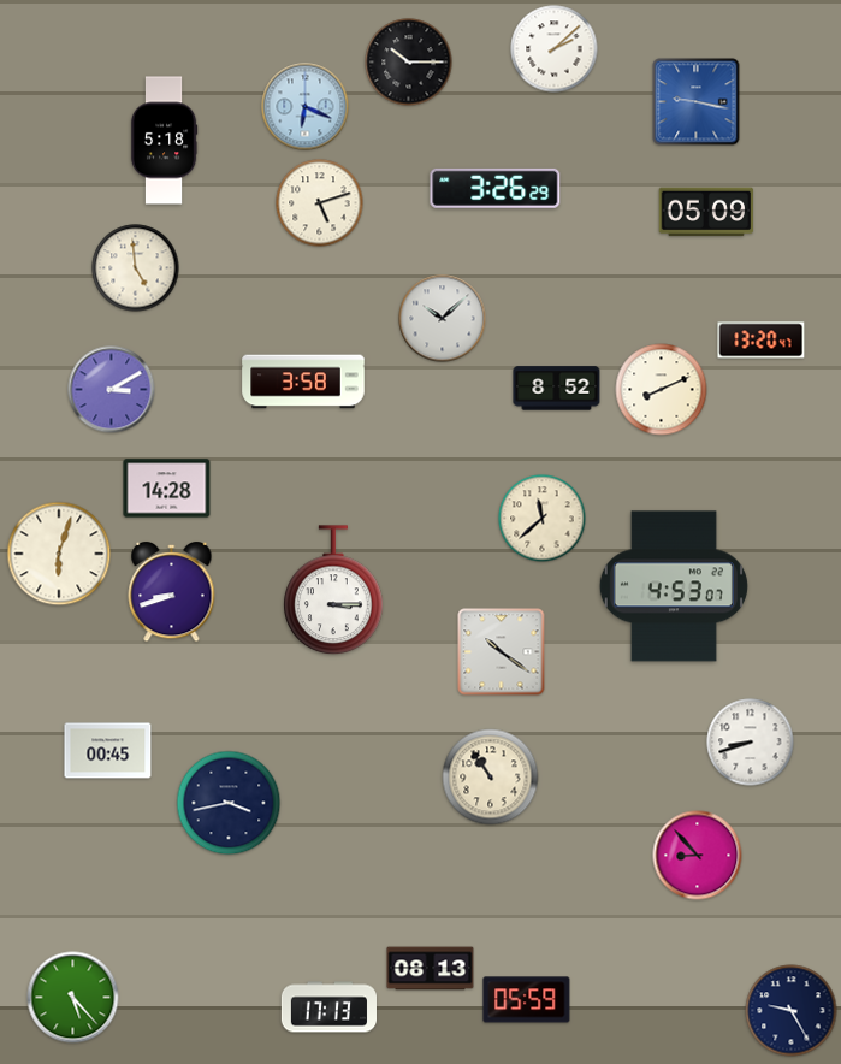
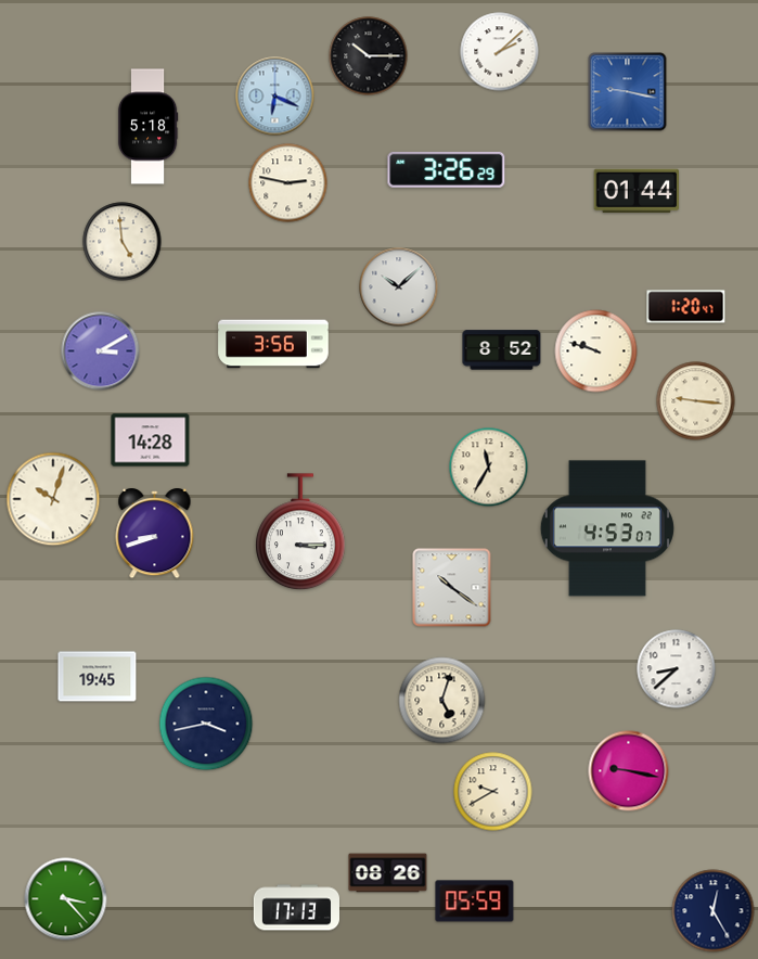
clock at (555, 49) position: (555, 49) -> (500, 52)
clock at (320, 203): 5:12 -> 2:47
clock at (705, 212): 05:09 -> 01:44
clock at (762, 341): 13:20 -> 1:20
clock at (303, 382): 3:58 -> 3:56
clock at (662, 390): 8:11 -> 9:48
clock at (696, 401): none -> 9:16
clock at (543, 519): 11:38 -> 11:35
clock at (59, 554): 6:03 -> 10:03
clock at (751, 743): 8:42 -> 8:38
clock at (108, 751): 00:45 -> 19:45
clock at (491, 778): 10:54 -> 5:03
clock at (698, 856): 8:53 -> 9:17
clock at (493, 792): none -> 9:40
clock at (431, 969): 08:13 -> 08:26
clock at (73, 998): 5:23 -> 3:23
clock at (792, 1011): 9:25 -> 12:25
